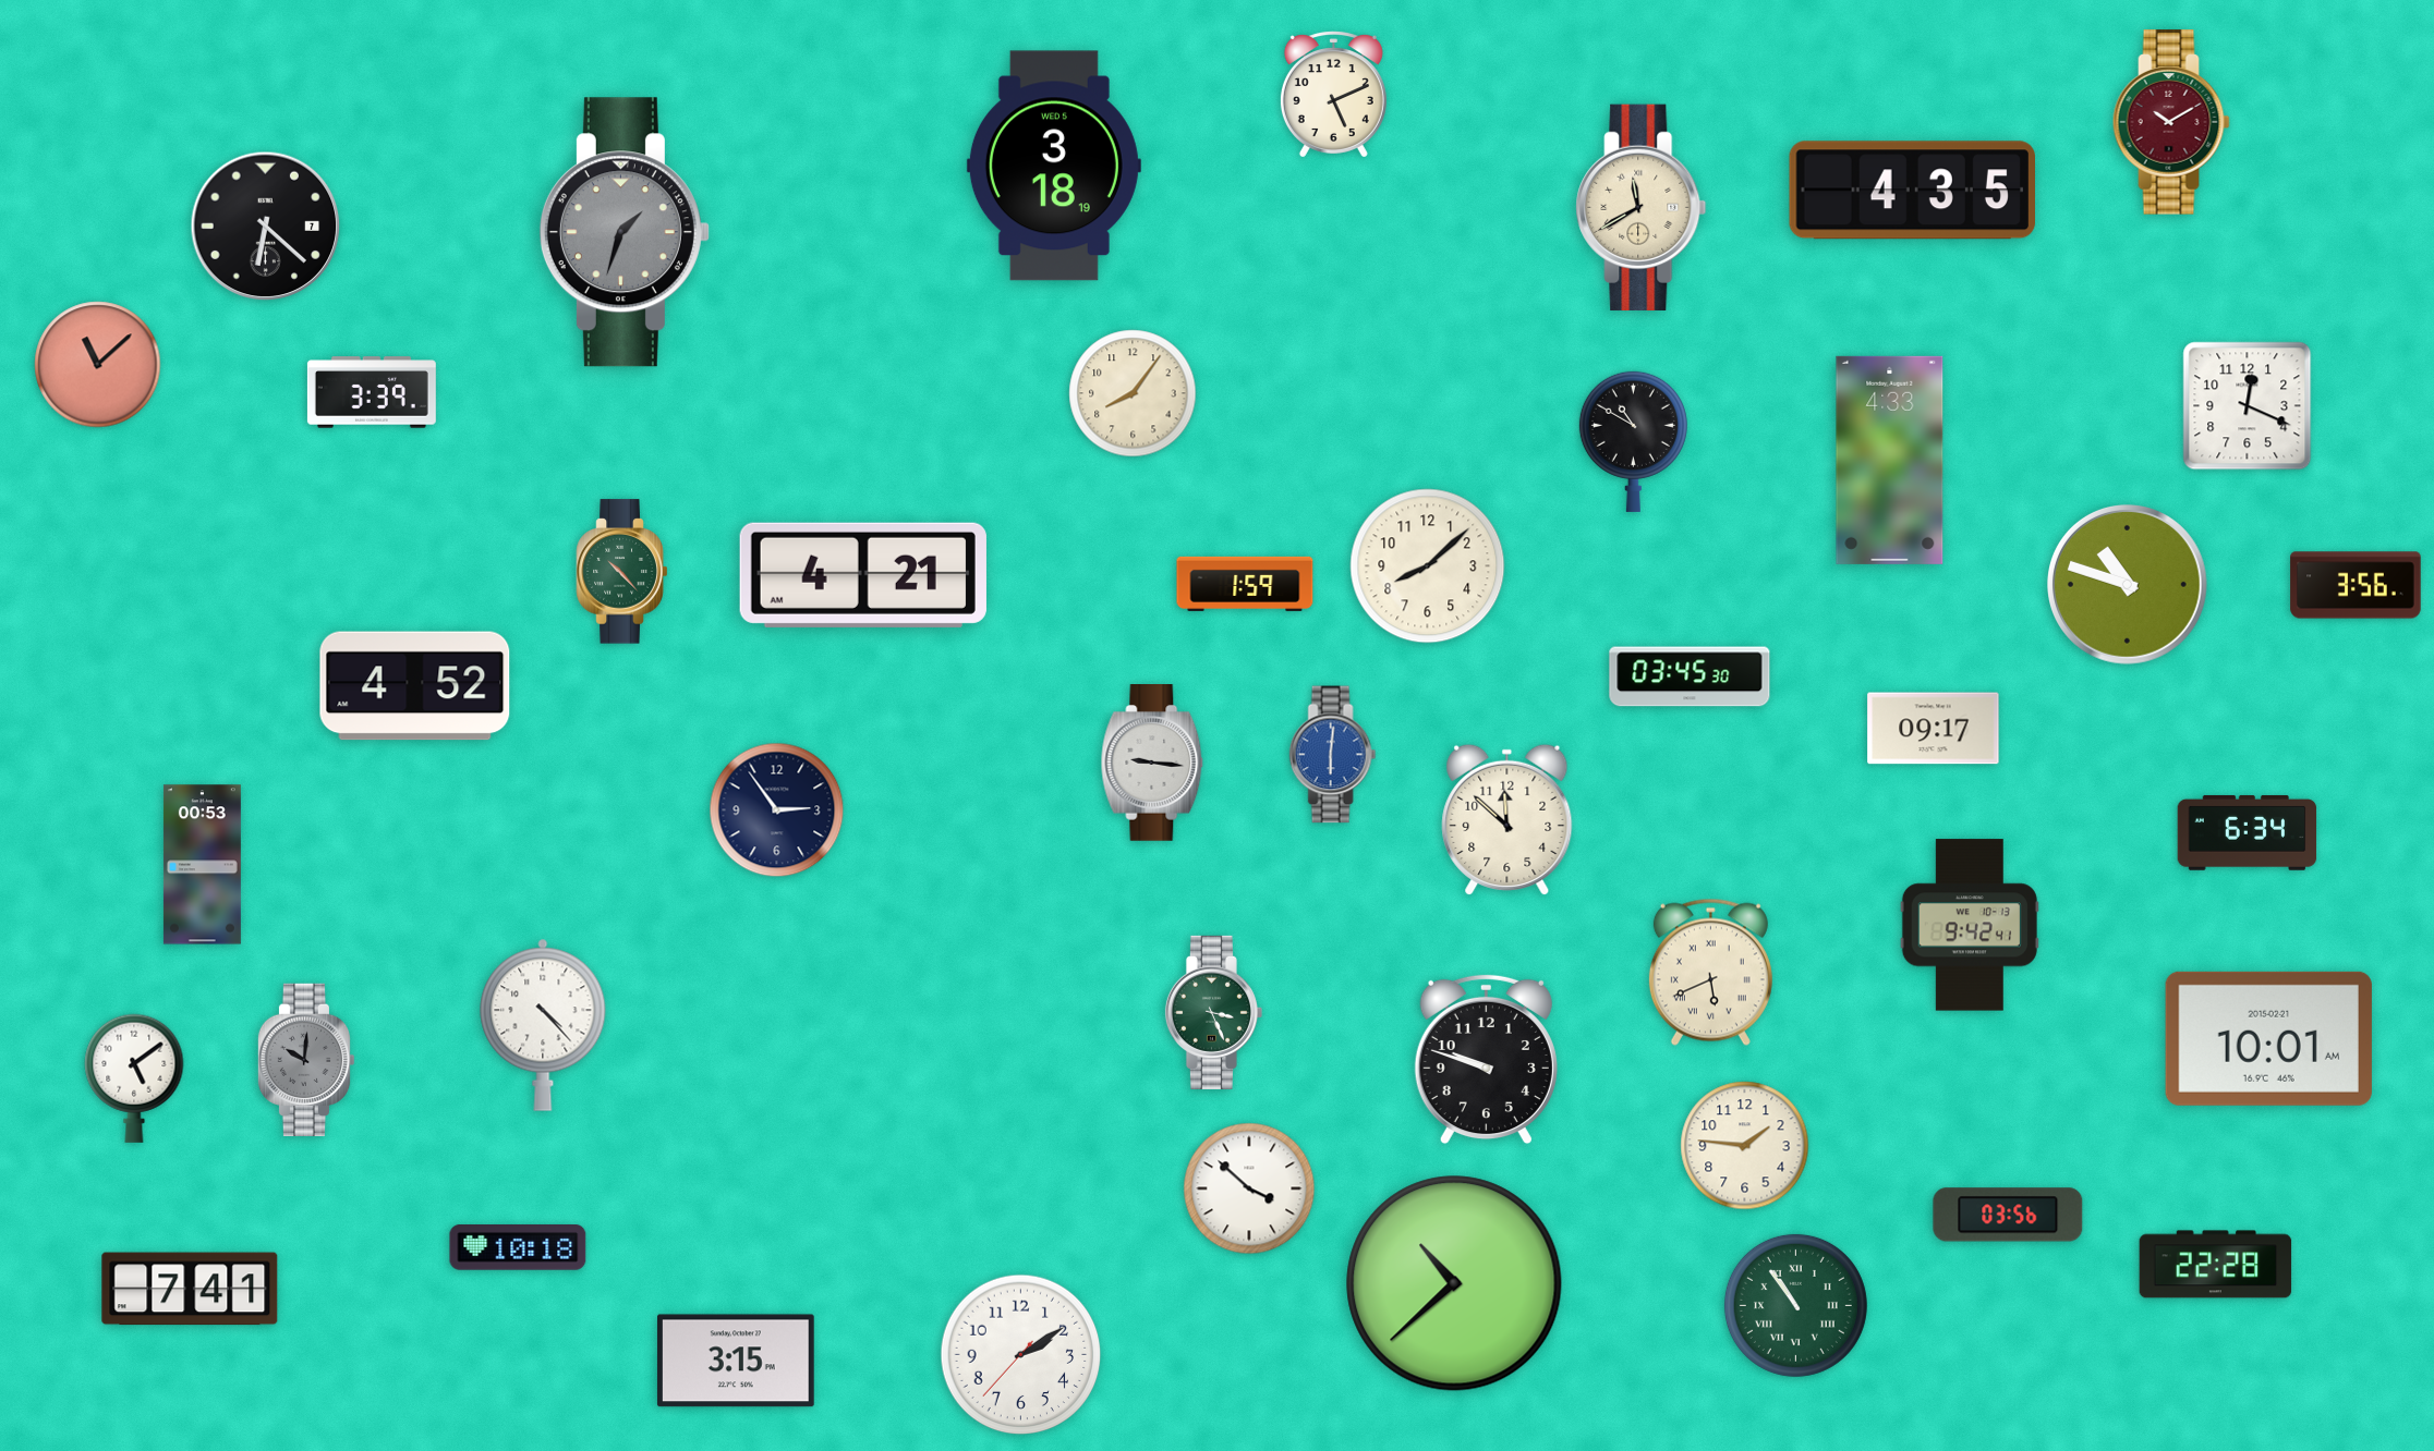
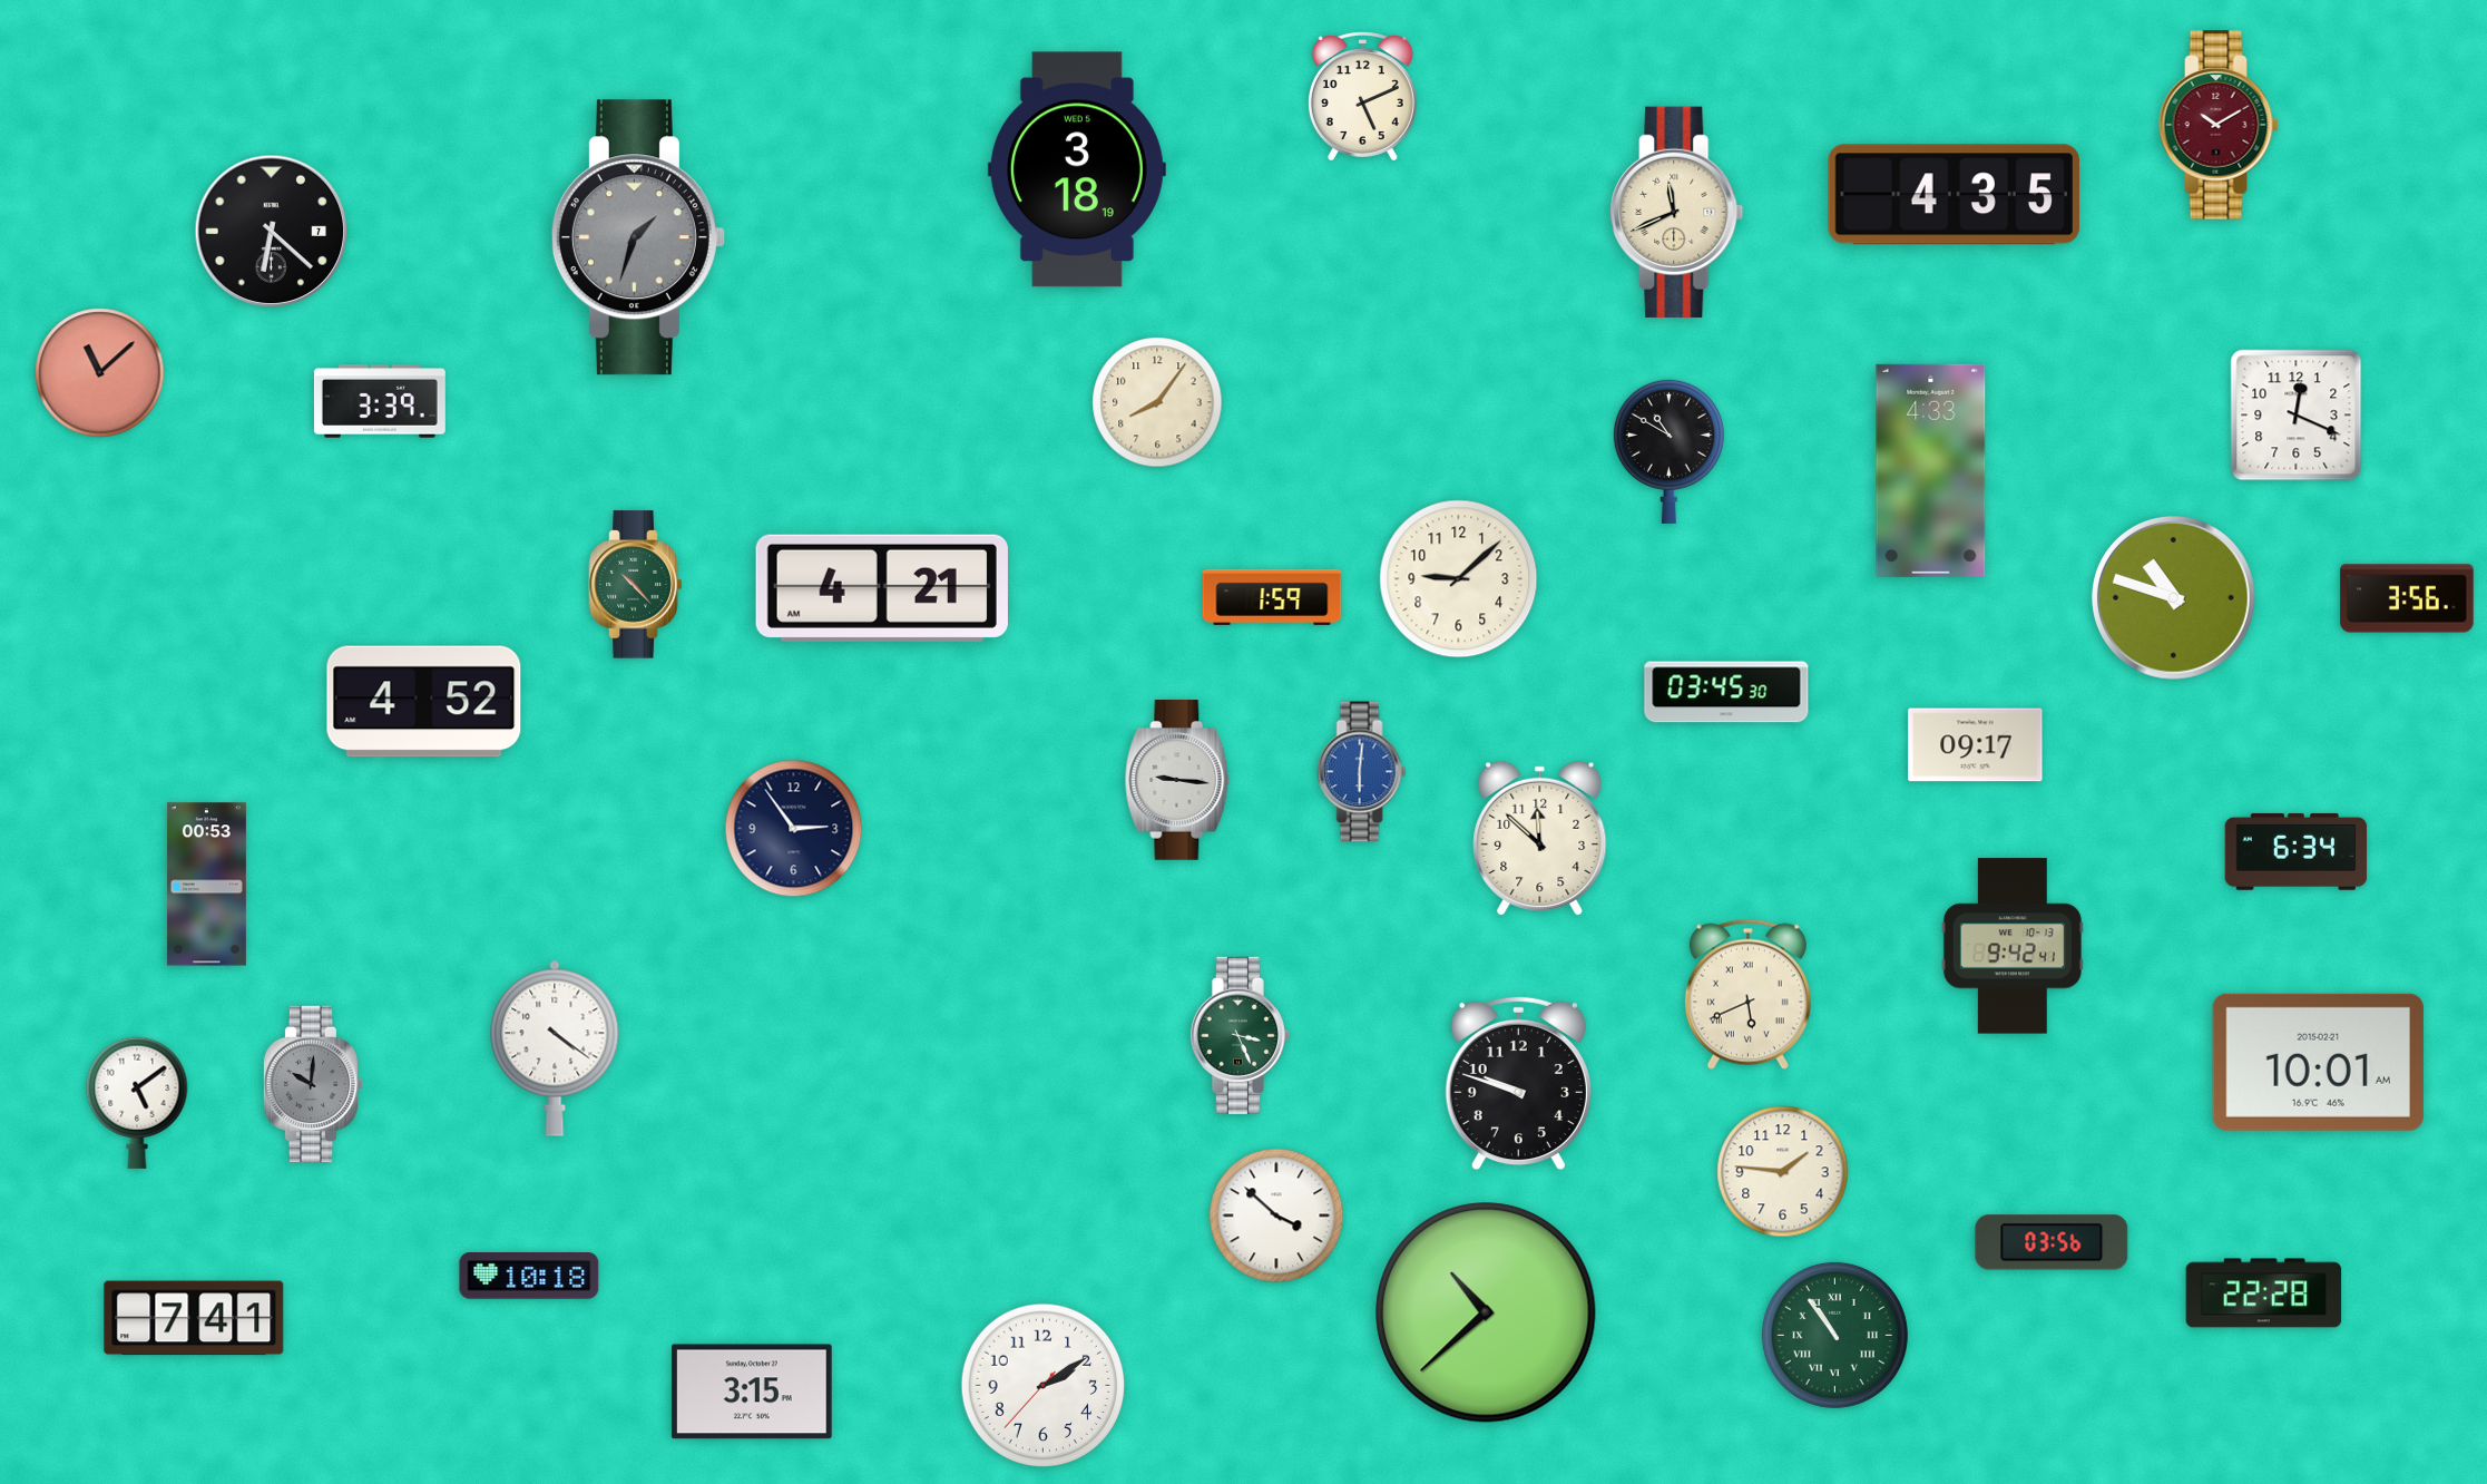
clock at (1642, 207): 11:40 -> 11:41
clock at (1428, 566): 8:08 -> 9:08
clock at (543, 1025): 4:23 -> 4:21
